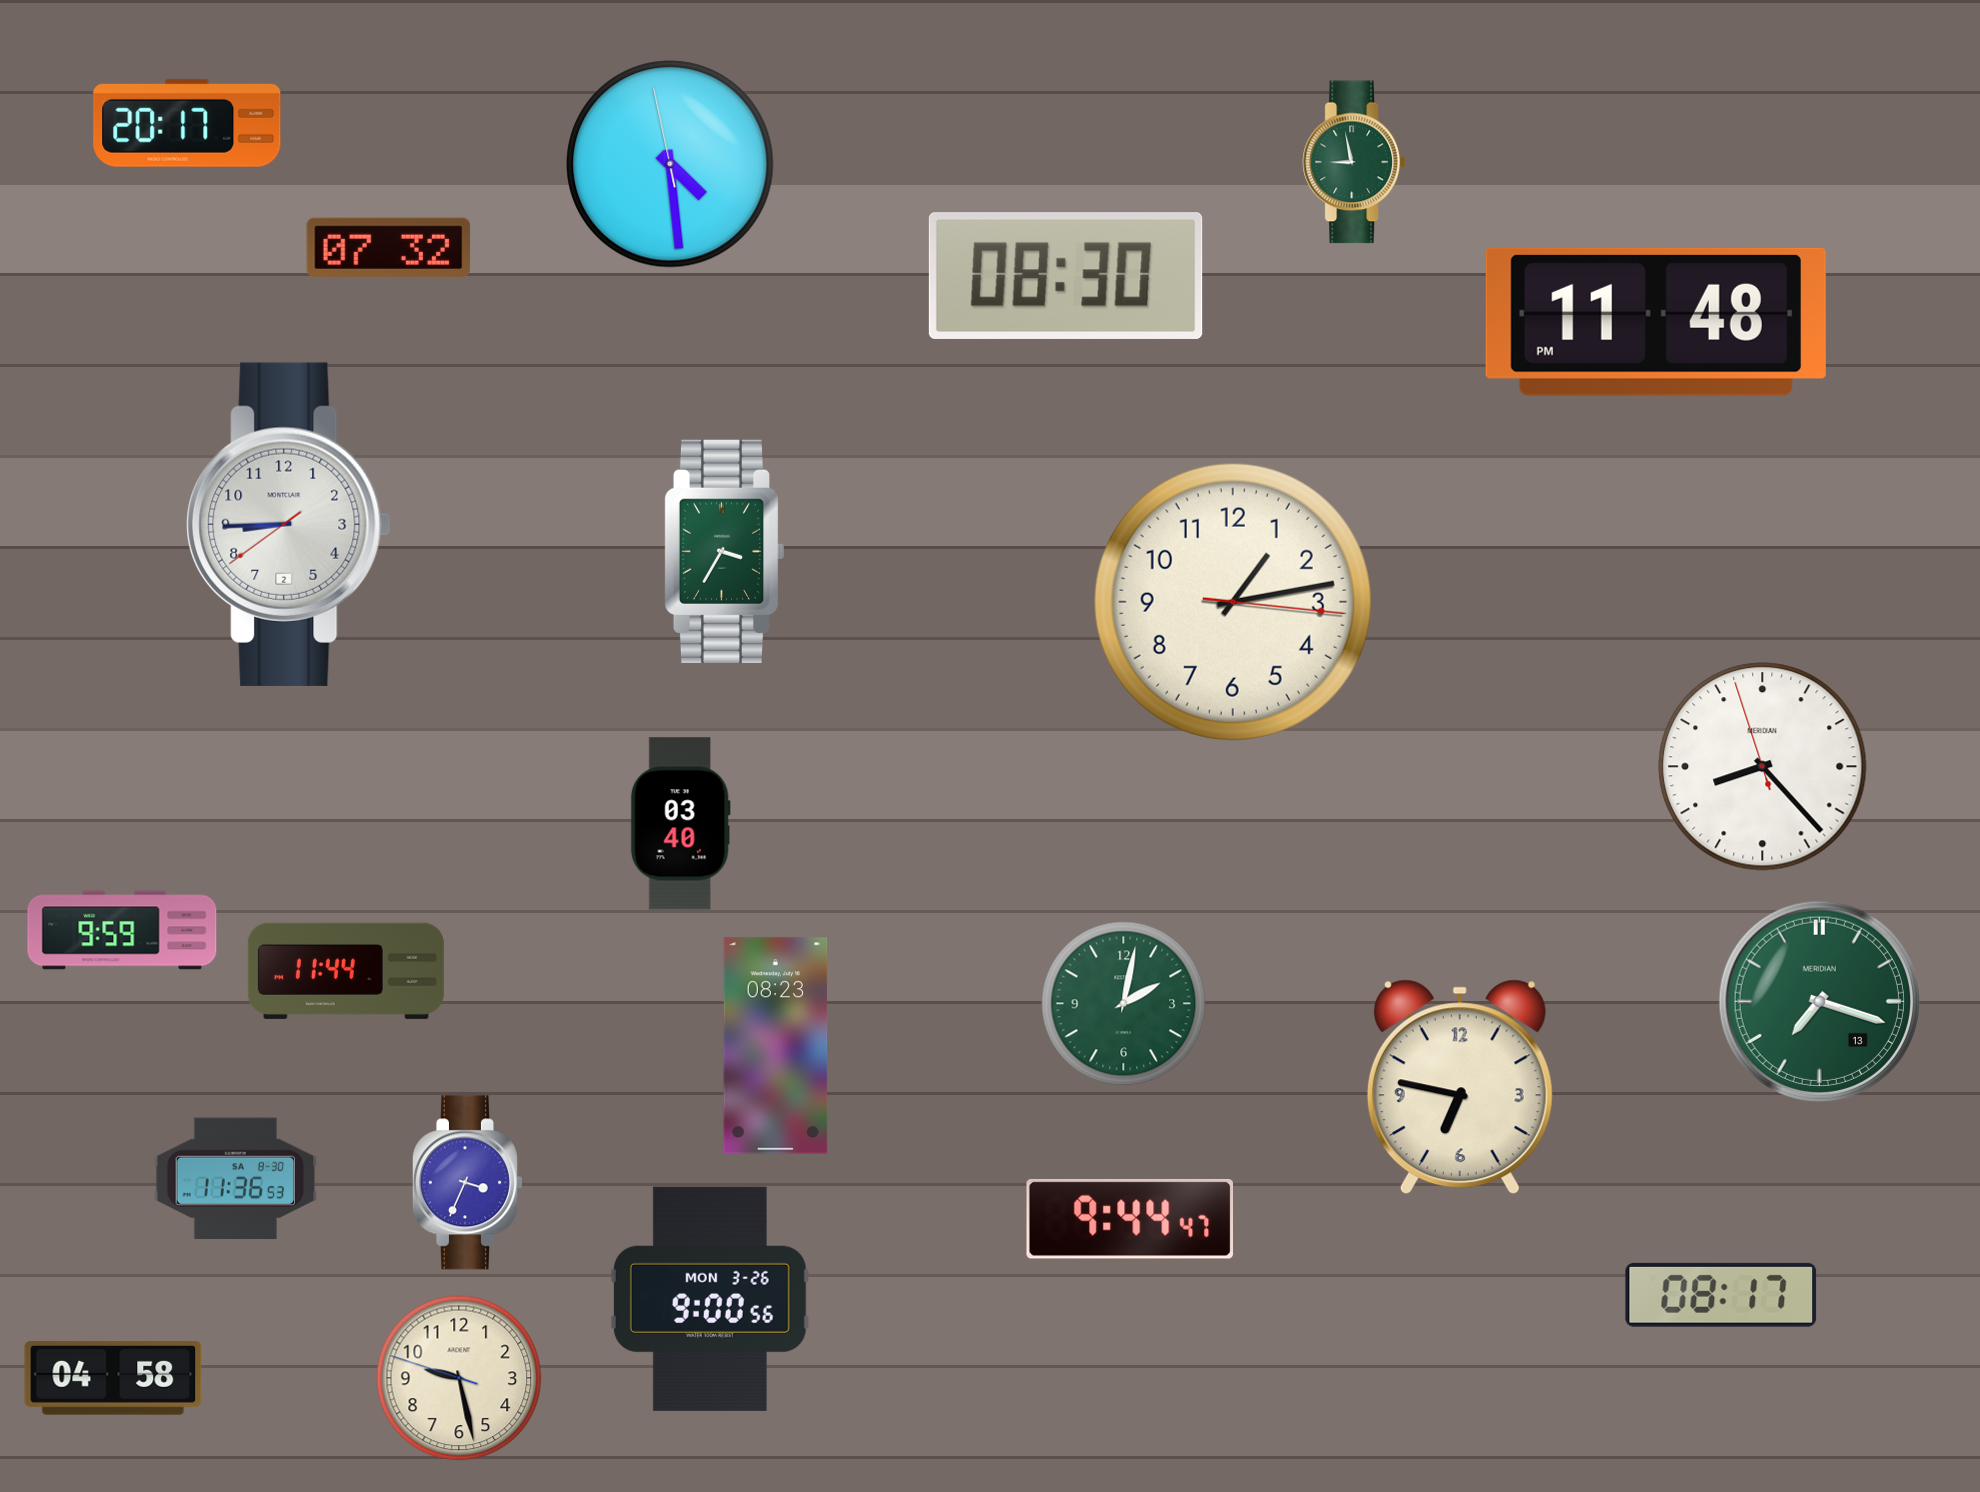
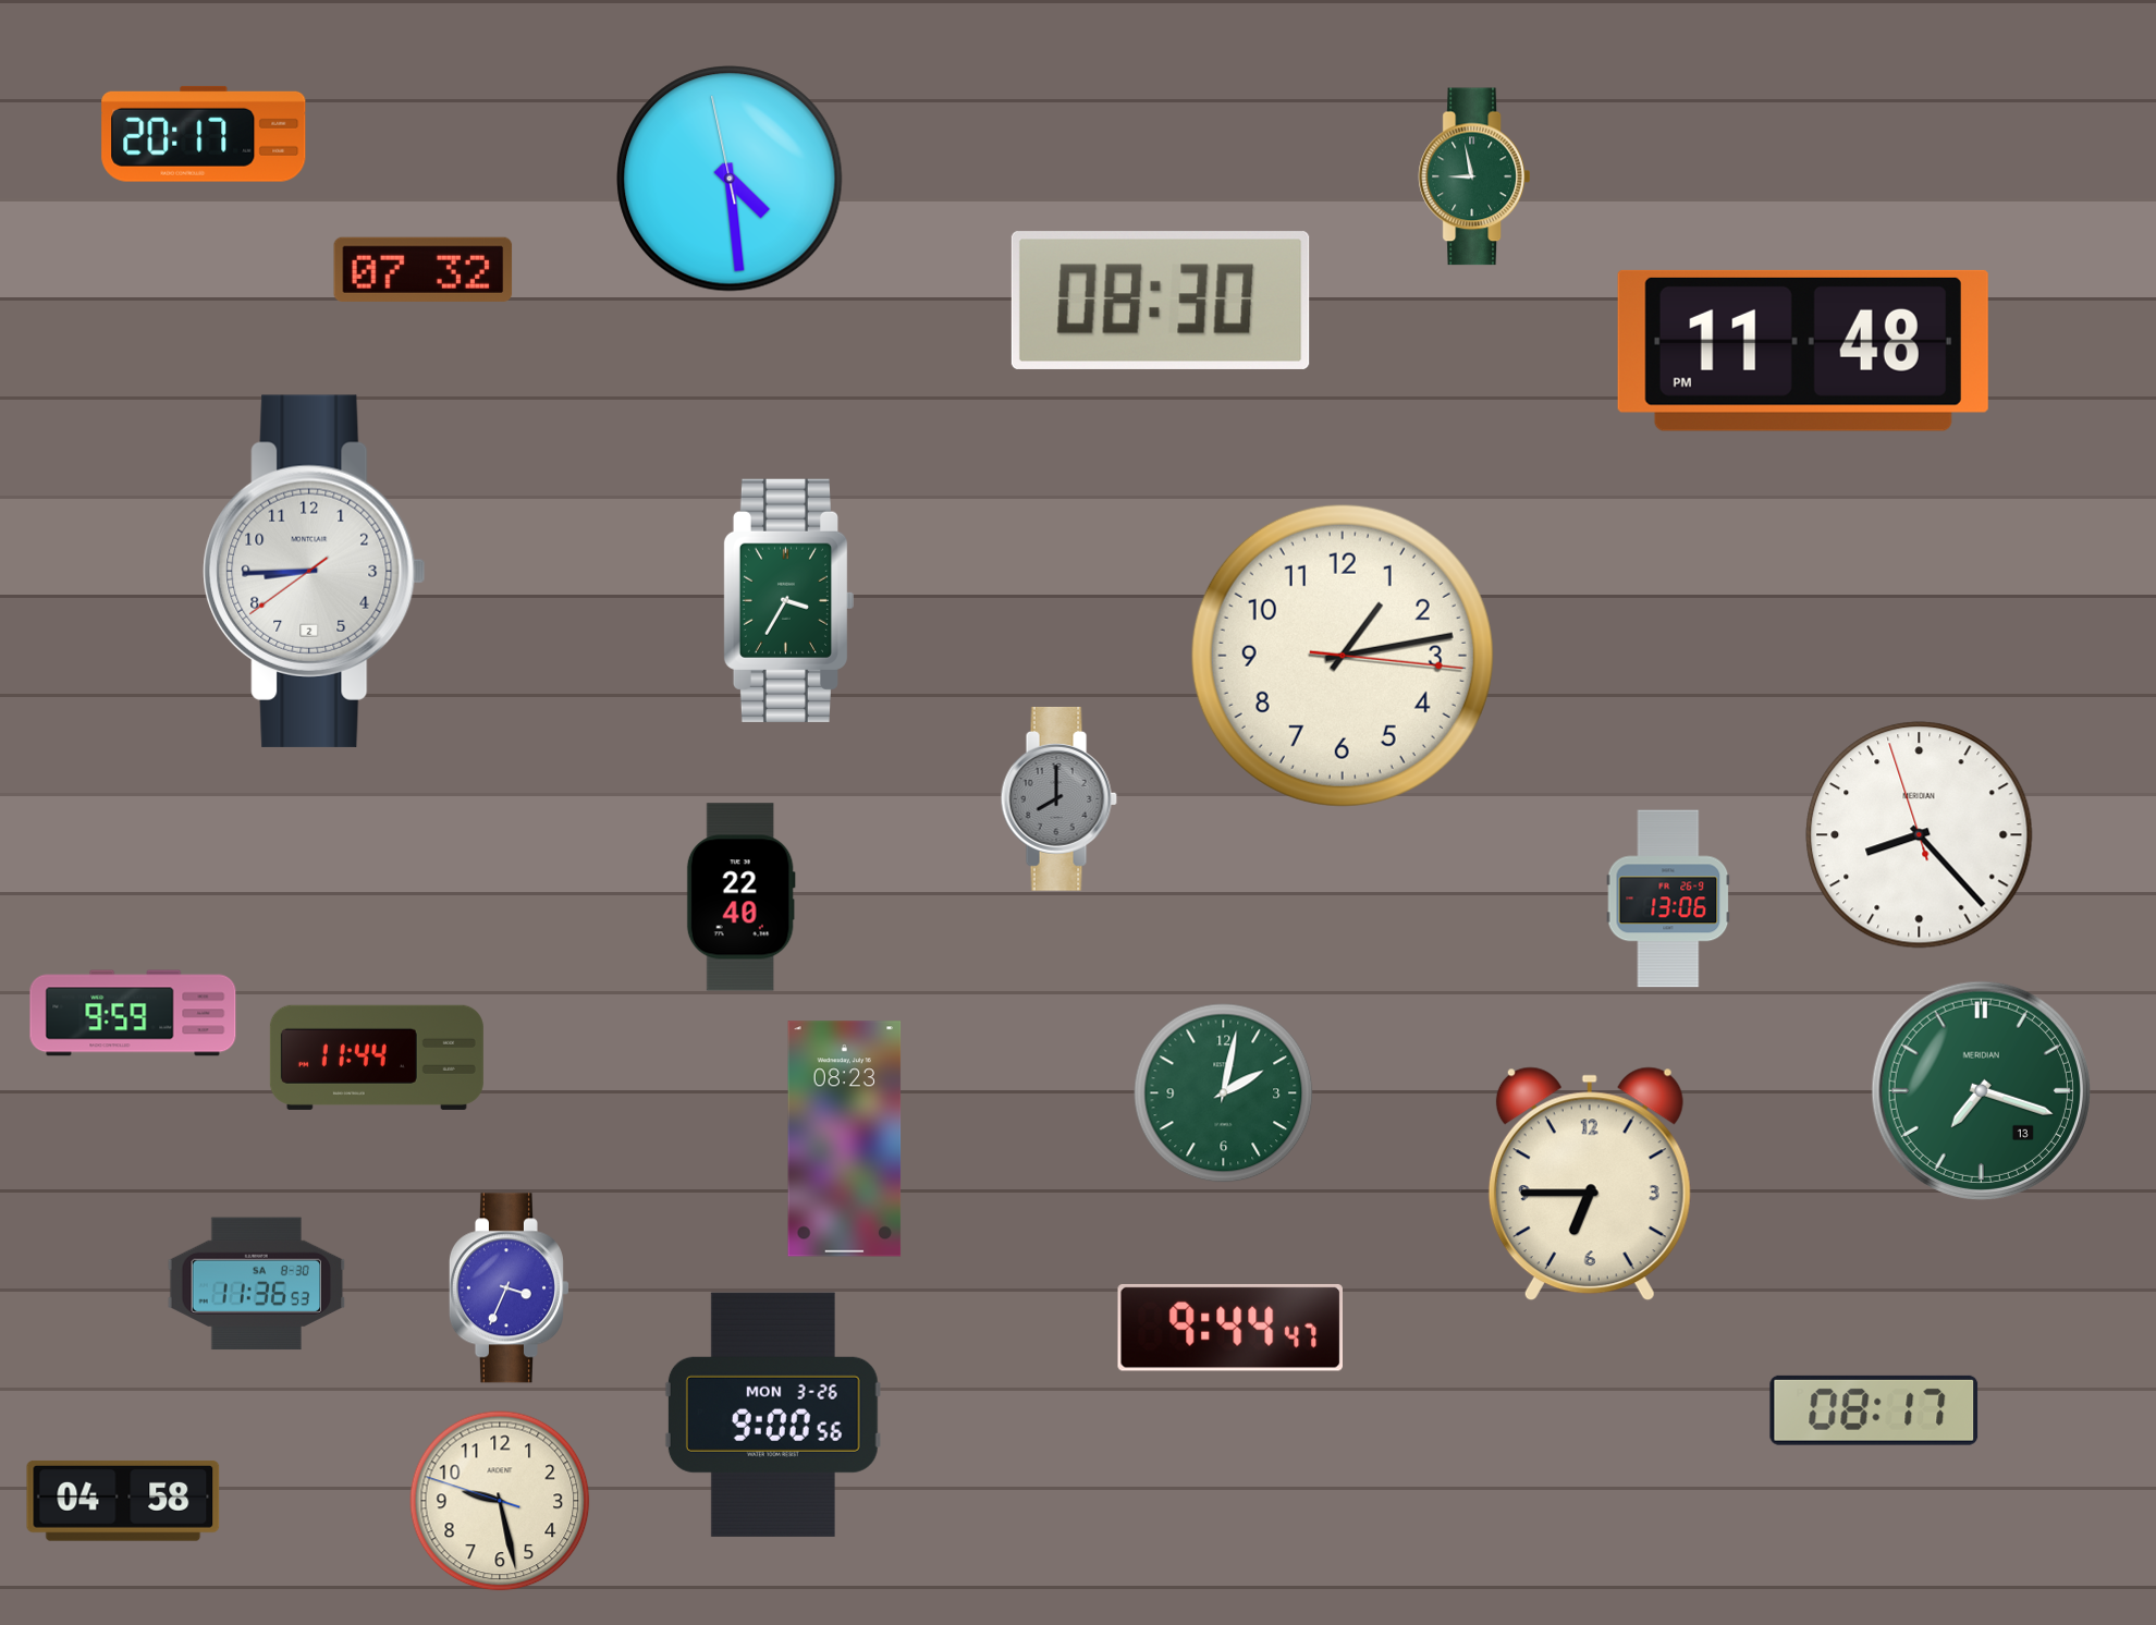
clock at (1058, 798): none -> 8:00
clock at (680, 824): 03:40 -> 22:40
clock at (1668, 899): none -> 13:06
clock at (1460, 1087): 6:47 -> 6:45
